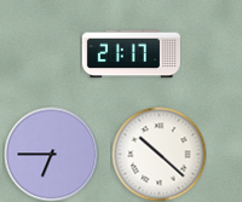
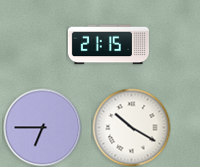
clock at (131, 54): 21:17 -> 21:15
clock at (159, 154): 10:22 -> 10:20
